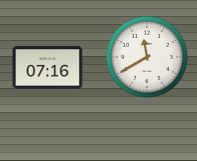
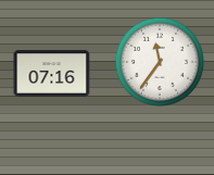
clock at (147, 57): 11:40 -> 11:36
